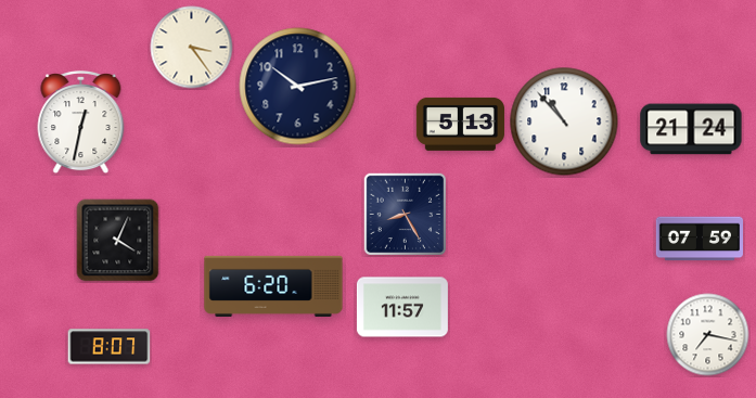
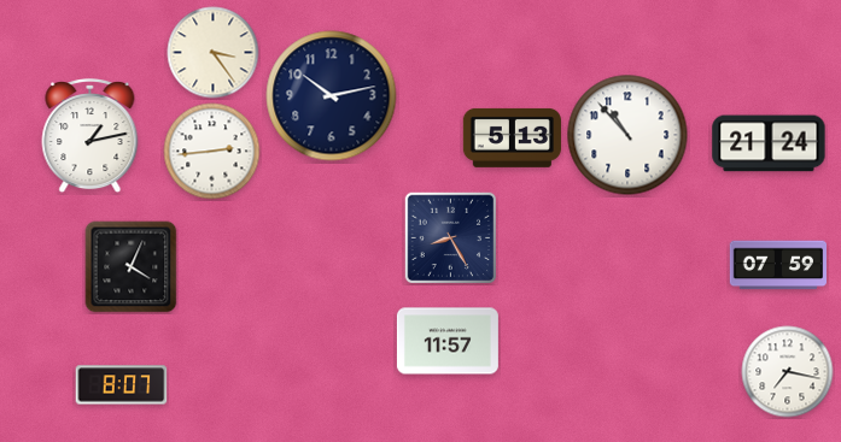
clock at (81, 123): 12:32 -> 1:13
clock at (212, 152): none -> 2:44
clock at (273, 286): 6:20 -> none
